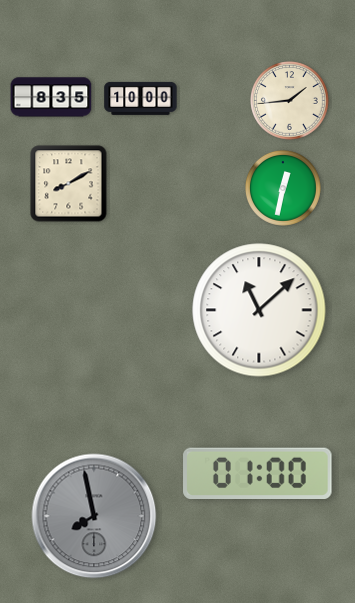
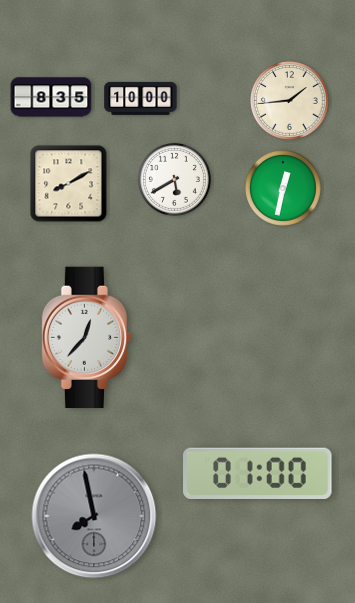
clock at (174, 179): none -> 5:40
clock at (259, 310): 11:08 -> none
clock at (87, 338): none -> 12:37
